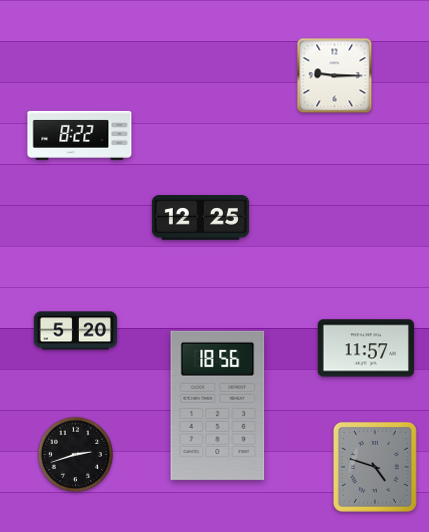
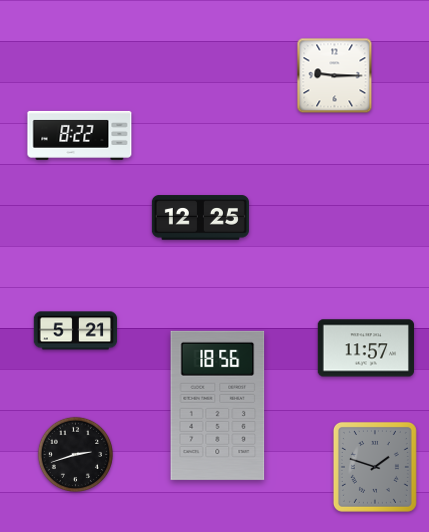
clock at (76, 331): 5:20 -> 5:21
clock at (375, 467): 4:48 -> 1:48
